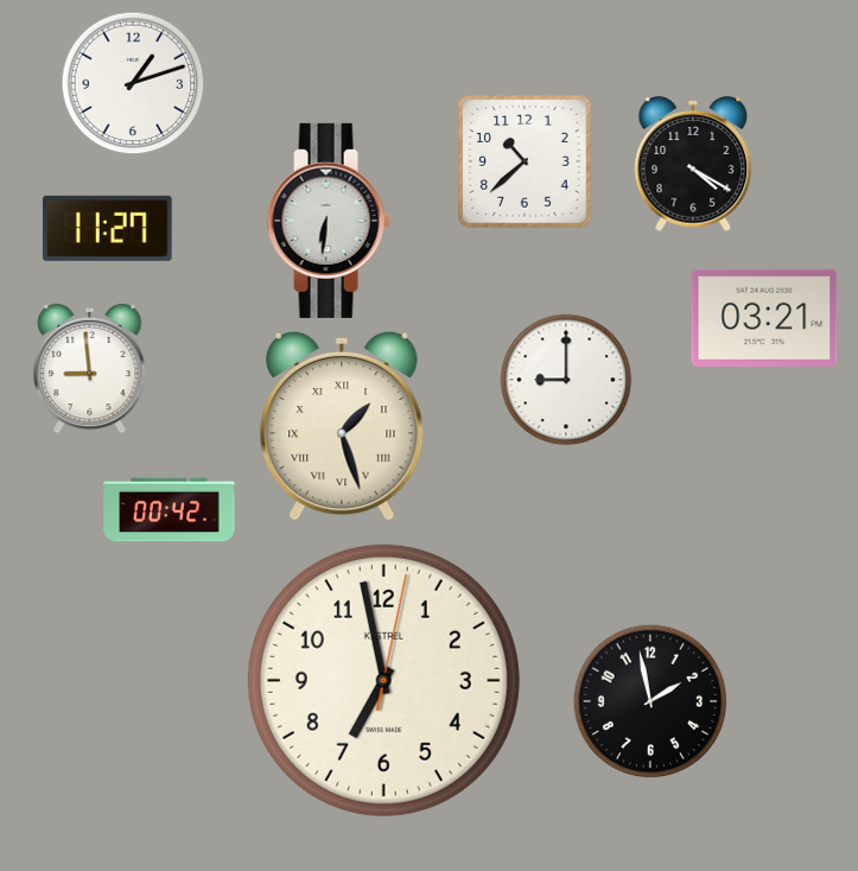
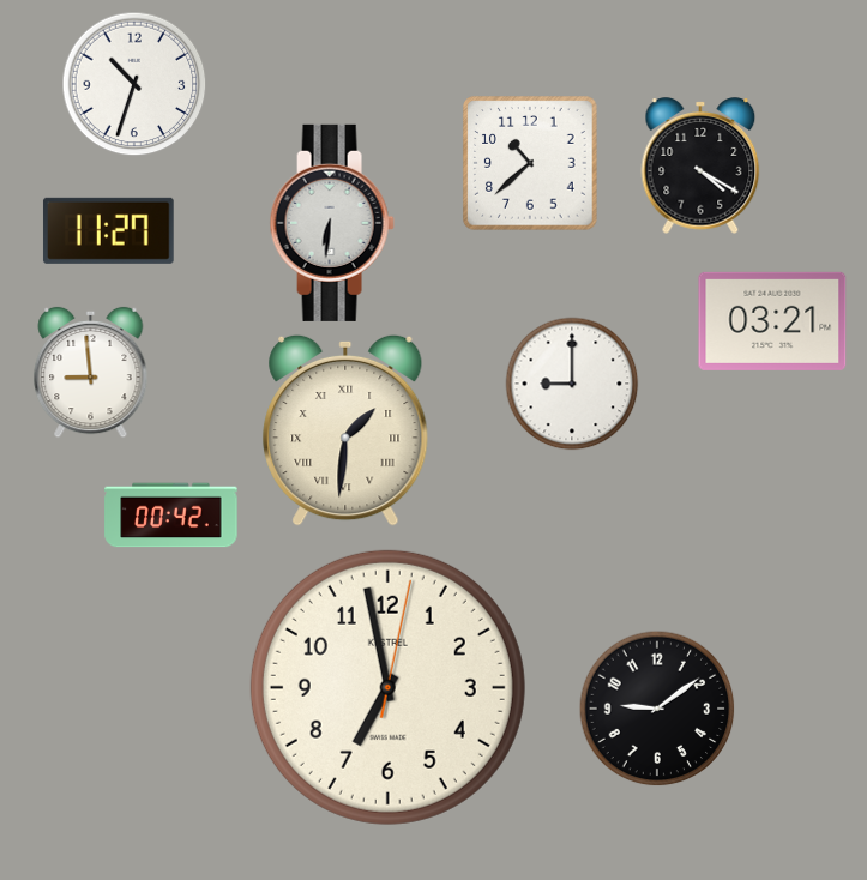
clock at (133, 83): 1:12 -> 10:33
clock at (342, 426): 1:27 -> 1:31
clock at (650, 701): 1:58 -> 9:09
